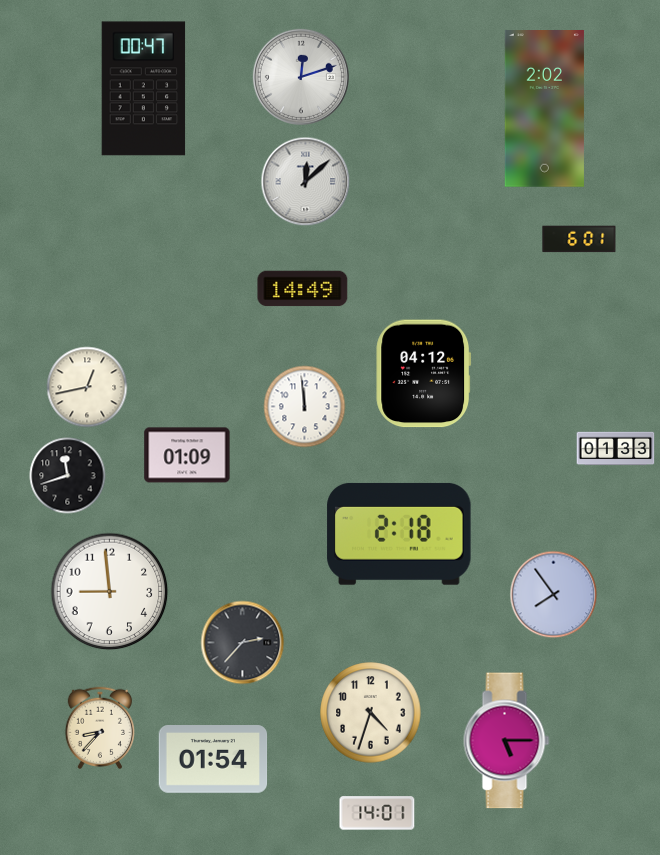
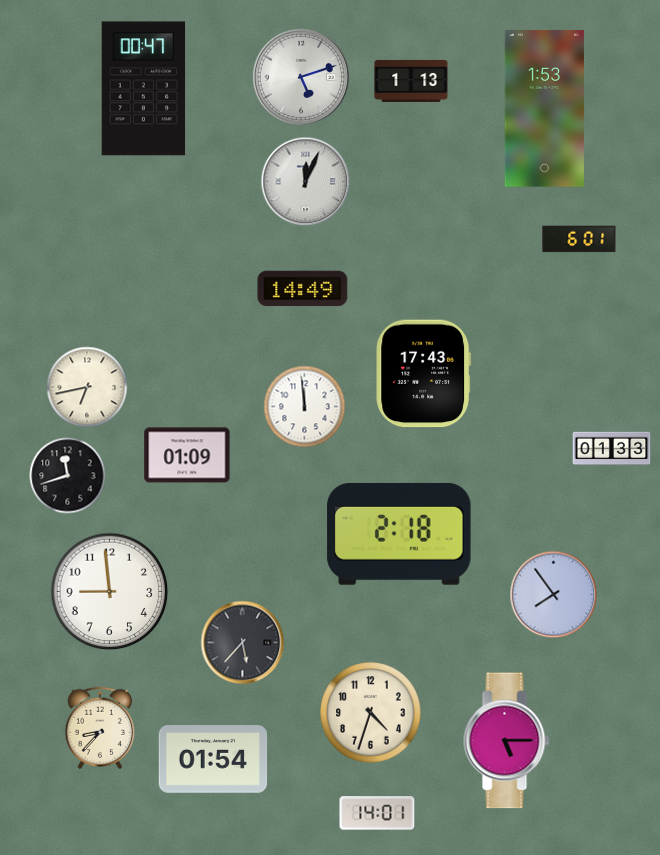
clock at (301, 77): 12:12 -> 5:12
clock at (411, 81): none -> 1:13
clock at (544, 109): 2:02 -> 1:53
clock at (306, 182): 12:08 -> 12:04
clock at (424, 374): 04:12 -> 17:43
clock at (87, 387): 12:43 -> 6:43
clock at (616, 449) position: (616, 449) -> (612, 449)
clock at (243, 643): 2:37 -> 5:37
